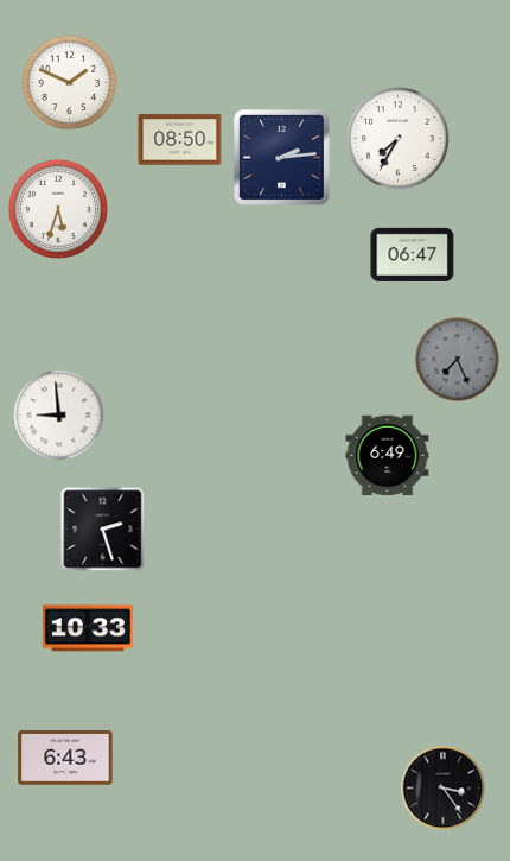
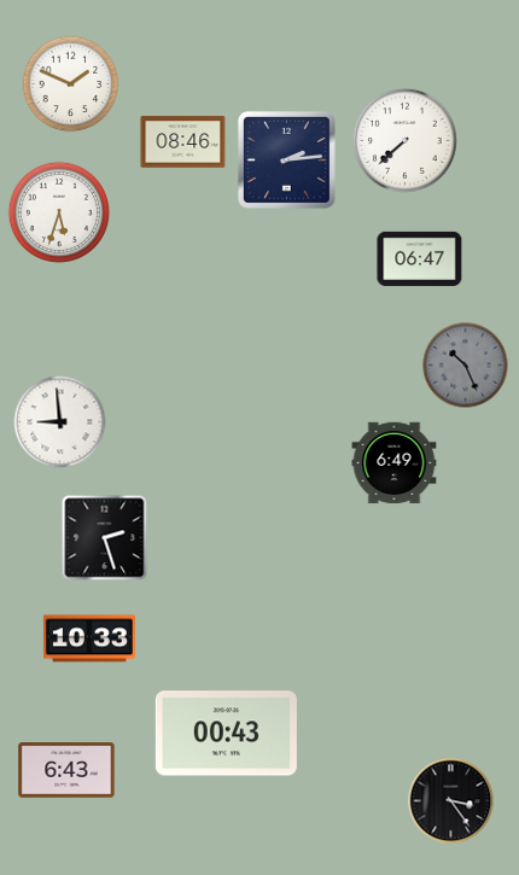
clock at (397, 138): 7:35 -> 7:38
clock at (180, 140): 08:50 -> 08:46
clock at (458, 360): 7:26 -> 10:26
clock at (226, 734): none -> 00:43
